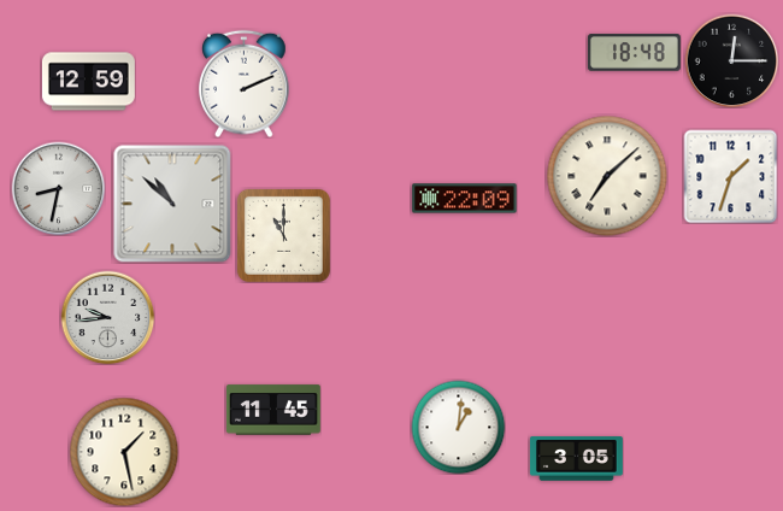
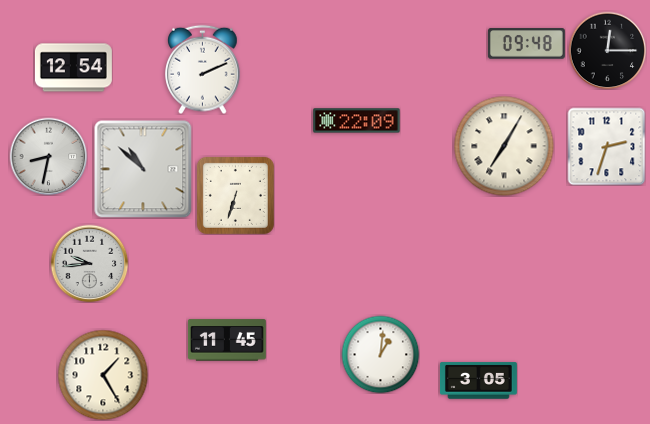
clock at (634, 53): 18:48 -> 09:48
clock at (88, 82): 12:59 -> 12:54
clock at (607, 176): 7:08 -> 7:05
clock at (730, 176): 1:33 -> 2:33
clock at (465, 199) position: (465, 199) -> (357, 121)
clock at (283, 235): 11:00 -> 6:33
clock at (124, 452): 1:28 -> 1:25
